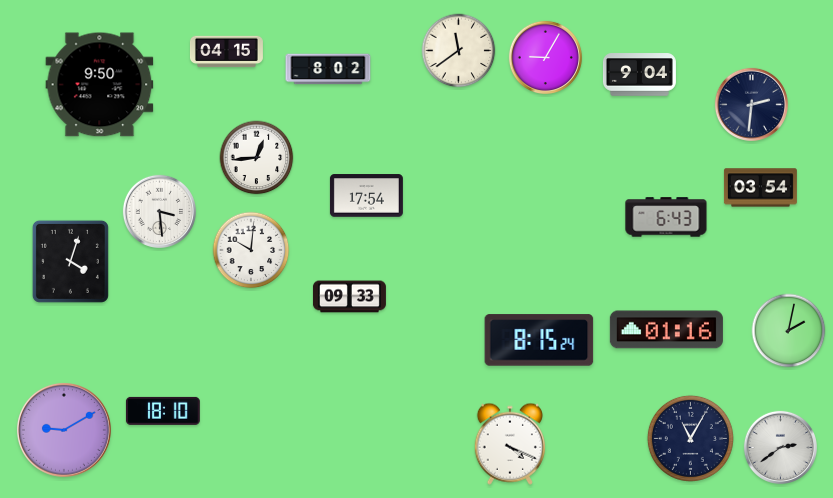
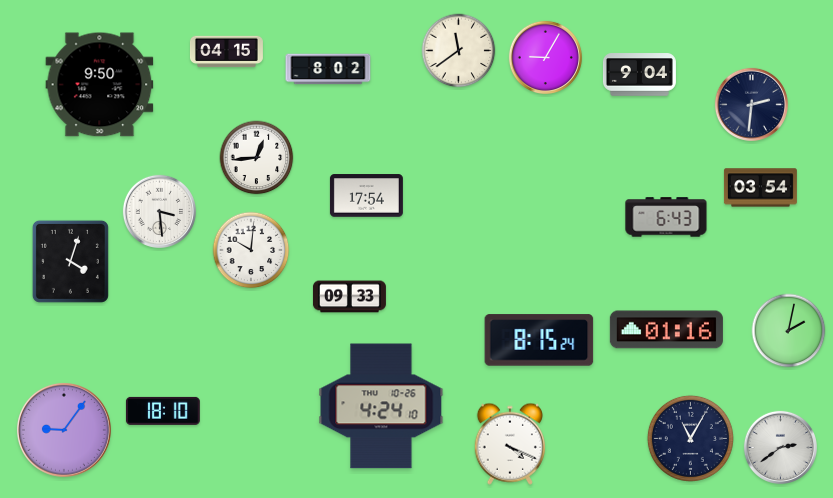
clock at (381, 406): none -> 4:24
clock at (64, 430): 9:10 -> 9:06
